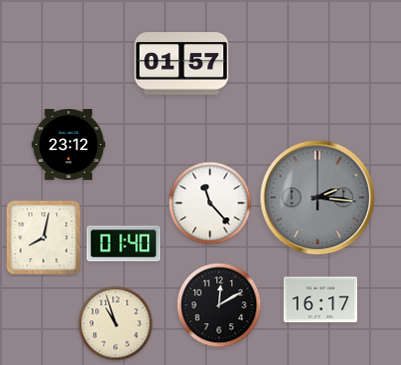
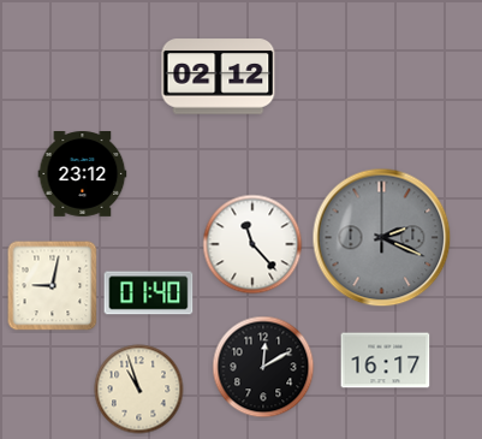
clock at (182, 64): 01:57 -> 02:12
clock at (318, 198): 2:16 -> 2:19
clock at (44, 238): 8:02 -> 9:02
